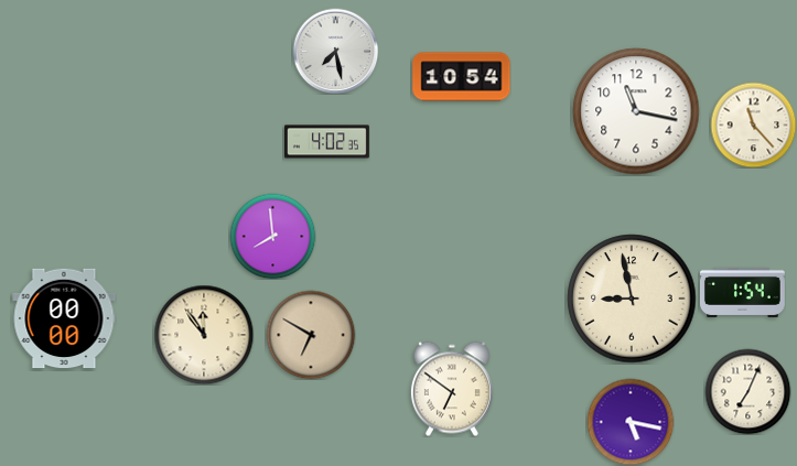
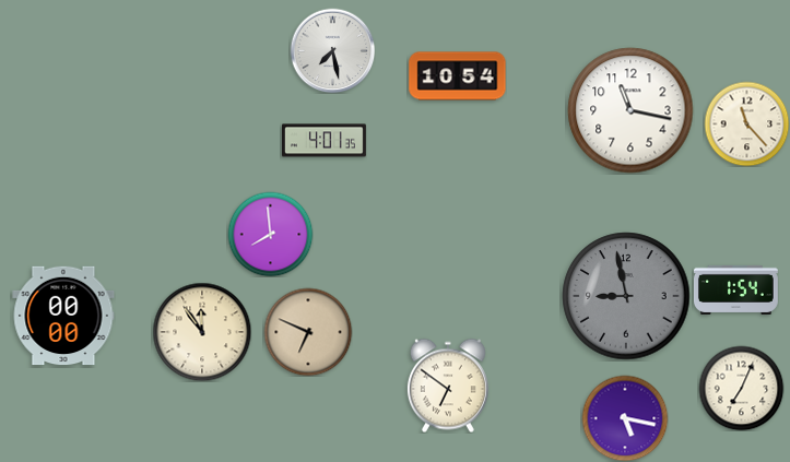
clock at (327, 142): 4:02 -> 4:01
clock at (632, 299) dial: cream -> grey
clock at (311, 335): 6:50 -> 6:49
